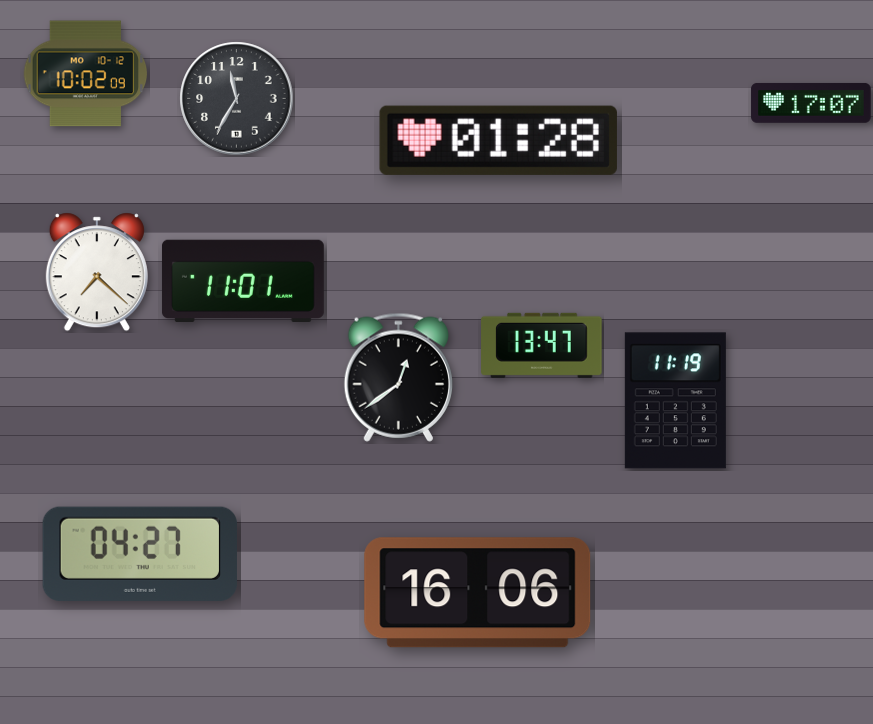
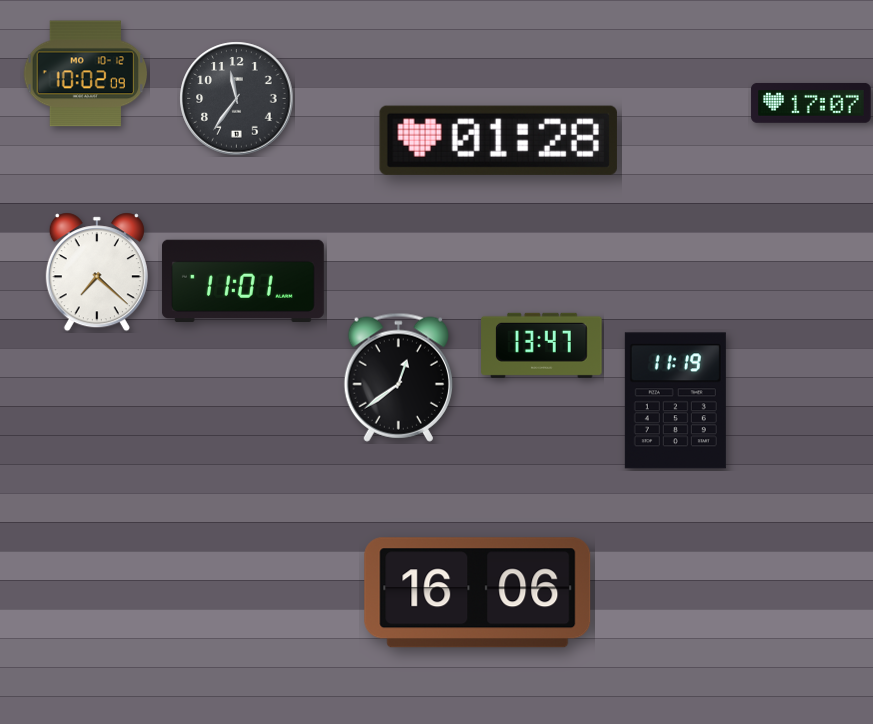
clock at (237, 99): 11:35 -> 11:36
clock at (140, 554): 04:27 -> none
